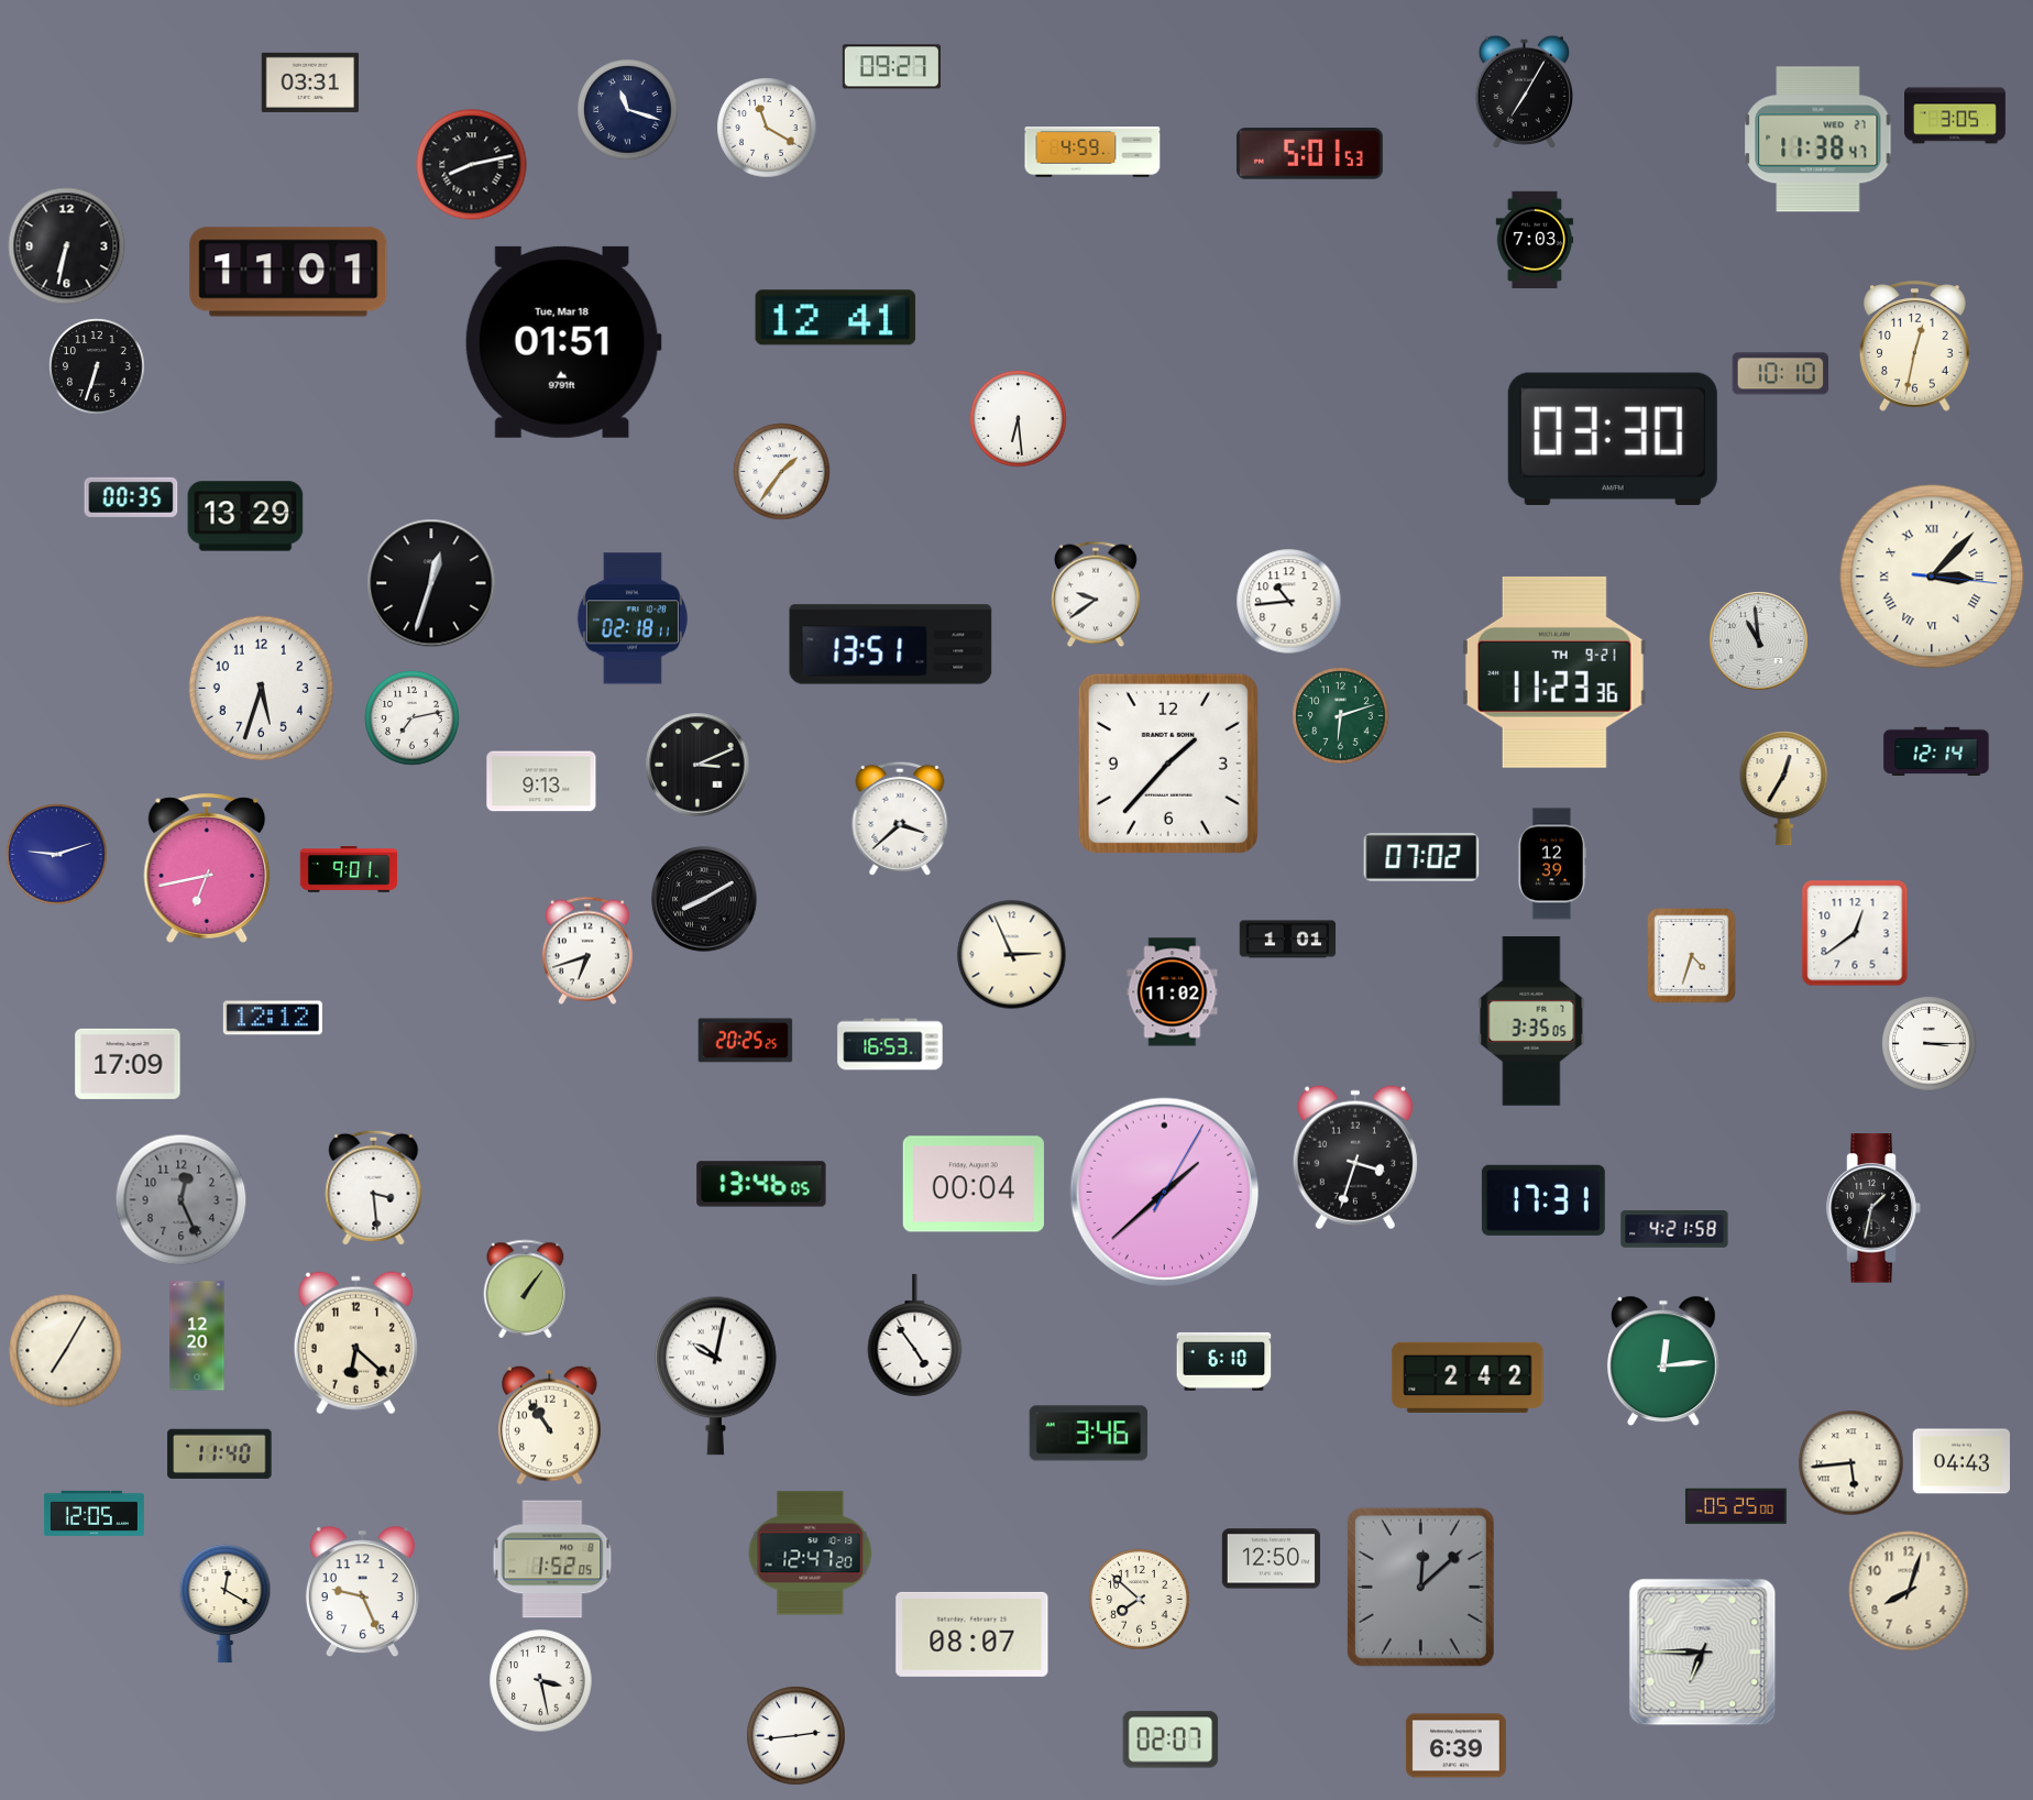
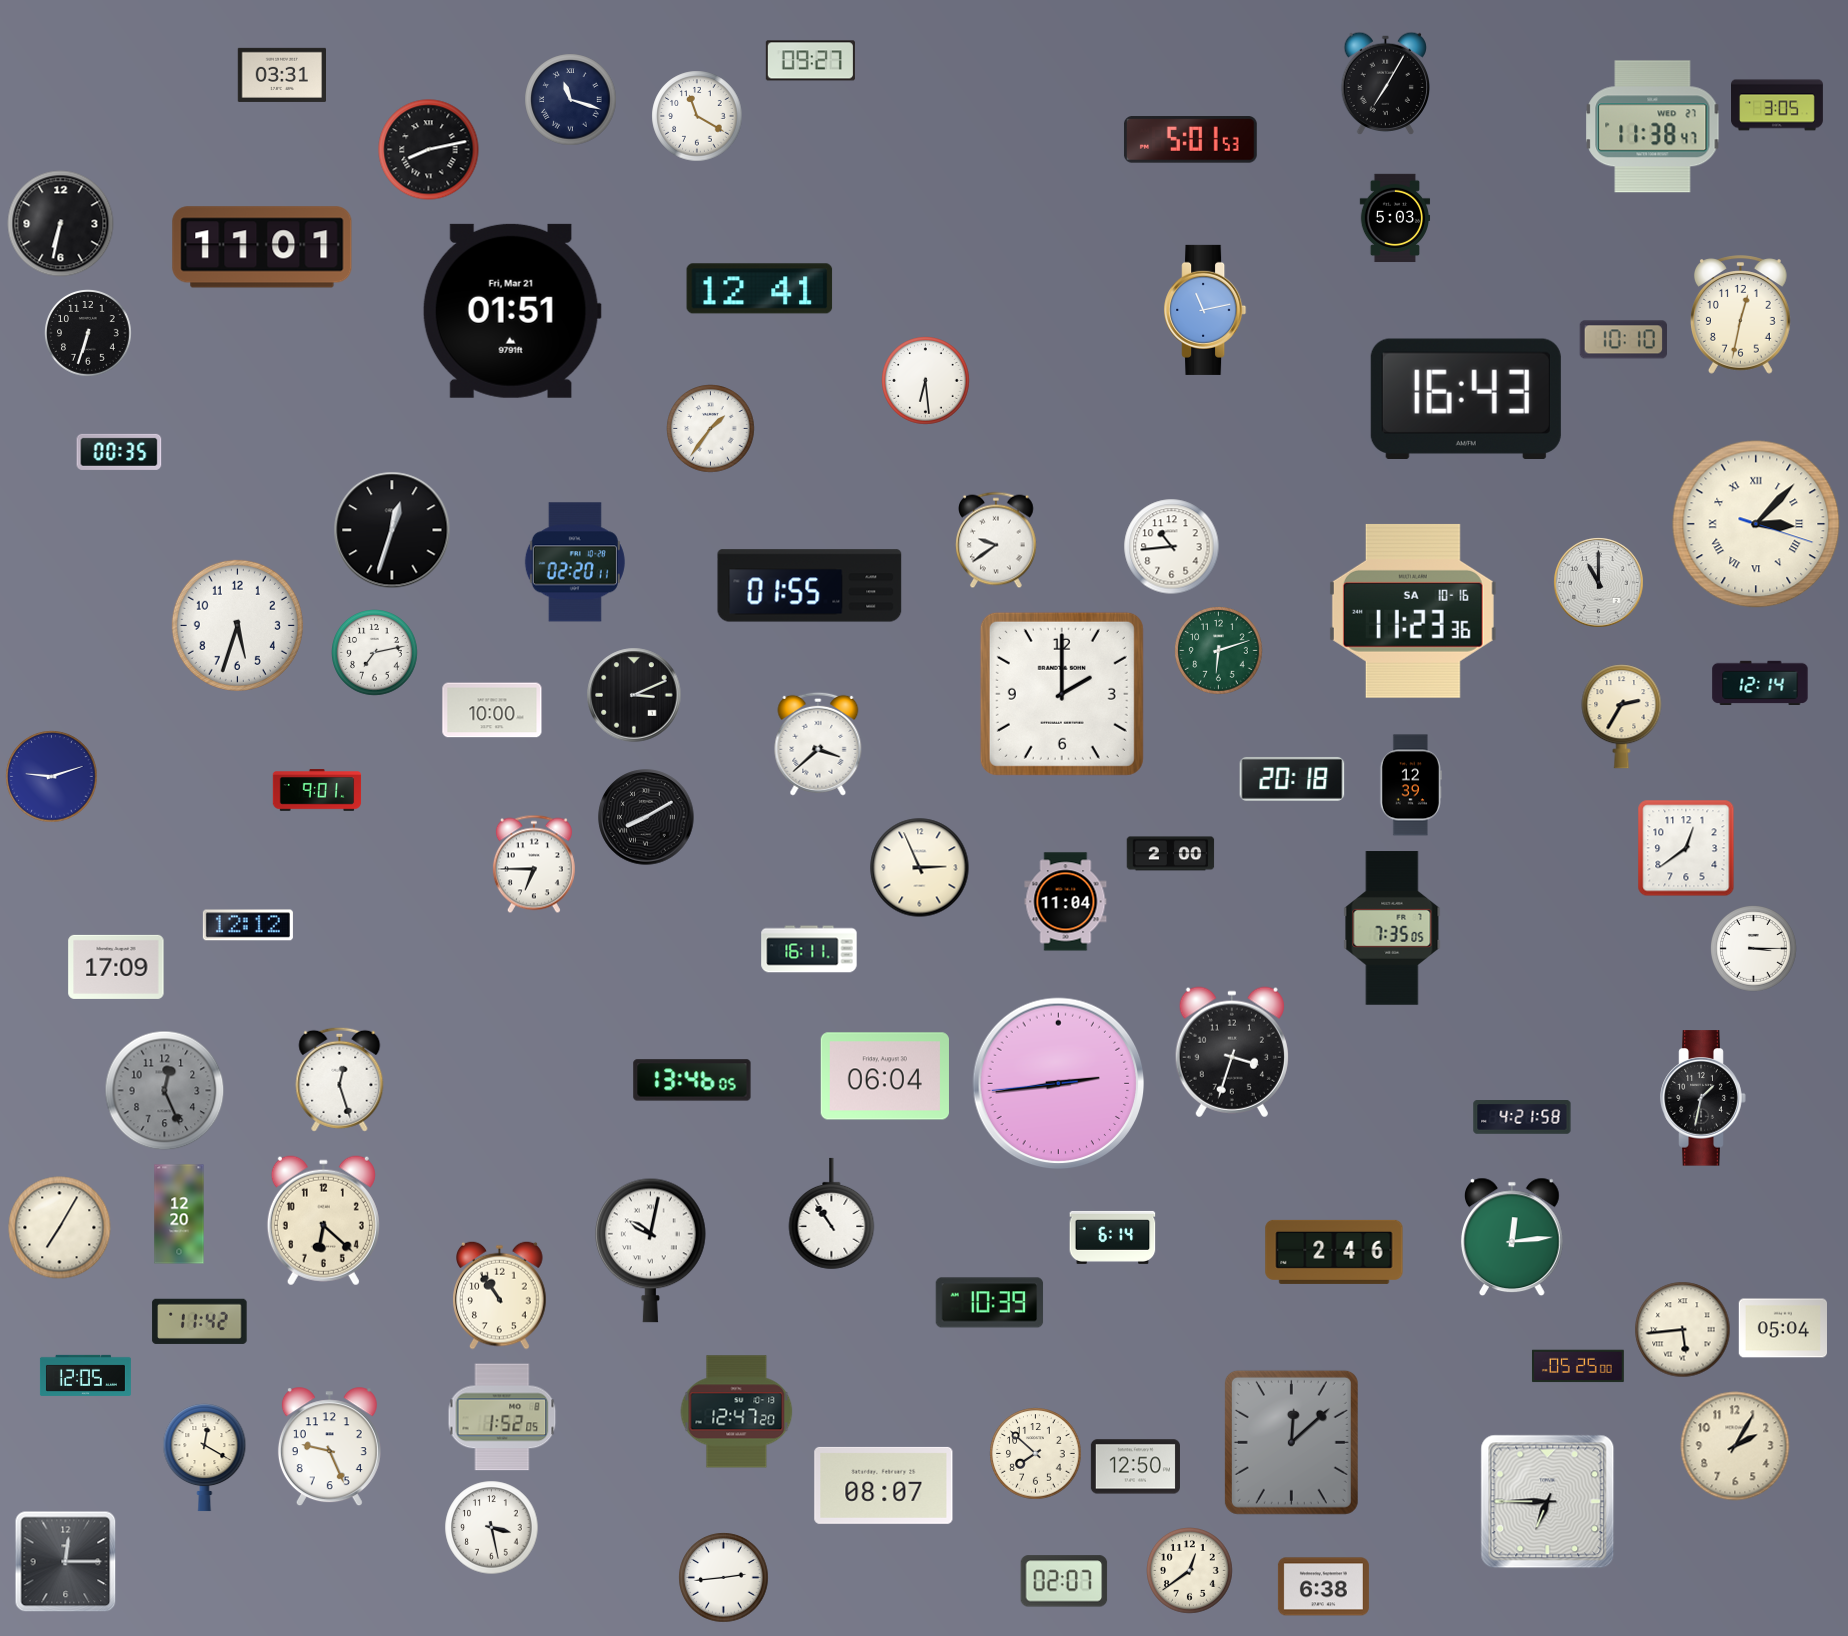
clock at (1092, 152): 4:59 -> none
clock at (1535, 240): 7:03 -> 5:03
clock at (1205, 310): none -> 11:13
clock at (563, 342) date: Tue, Mar 18 -> Fri, Mar 21
clock at (1780, 374) position: (1780, 374) -> (1623, 340)
clock at (1613, 438): 03:30 -> 16:43
clock at (245, 516): 13:29 -> none
clock at (1932, 577): 3:07:16 -> 3:07:18
clock at (633, 618): 02:18 -> 02:20
clock at (1759, 641): 10:59 -> 11:00
clock at (891, 645): 13:51 -> 01:55
clock at (1554, 672) date: TH 9-21 -> SA 10-16
clock at (1168, 764): 1:37 -> 2:00
clock at (541, 781): 9:13 -> 10:00
clock at (1784, 789): 12:35 -> 2:35
clock at (1421, 857): 07:02 -> 20:18
clock at (207, 868): 6:43 -> none
clock at (704, 899) position: (704, 899) -> (646, 817)
clock at (1288, 940): 1:01 -> 2:00
clock at (587, 951): 6:42 -> 6:45
clock at (1692, 956): 4:33 -> none
clock at (1173, 992): 11:02 -> 11:04
clock at (1531, 1021): 3:35 -> 7:35
clock at (746, 1041): 20:25 -> none
clock at (890, 1044): 16:53 -> 16:11
clock at (761, 1184) position: (761, 1184) -> (692, 1080)
clock at (974, 1184): 00:04 -> 06:04
clock at (374, 1187): 3:29 -> 12:27
clock at (1165, 1193): 1:38 -> 2:43
clock at (1543, 1200): 17:31 -> none
clock at (526, 1288): 1:06 -> none
clock at (915, 1336): 4:54 -> 10:54
clock at (1224, 1361): 6:10 -> 6:14
clock at (1468, 1378): 2:42 -> 2:46
clock at (1089, 1434): 3:46 -> 10:39
clock at (220, 1453): 11:40 -> 11:42
clock at (1960, 1461): 04:43 -> 05:04
clock at (1736, 1506) position: (1736, 1506) -> (1578, 1366)
clock at (1271, 1559) position: (1271, 1559) -> (1135, 1467)
clock at (1909, 1591): 8:03 -> 2:05
clock at (66, 1562): none -> 12:15
clock at (1190, 1571): none -> 12:39
clock at (1455, 1746): 6:39 -> 6:38
